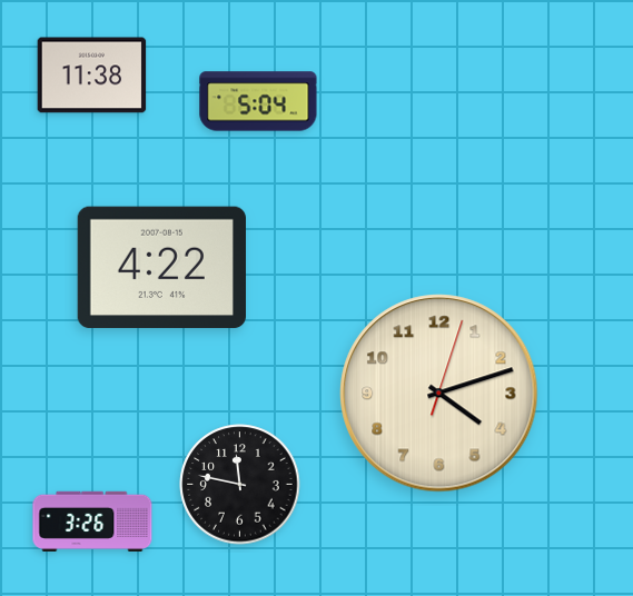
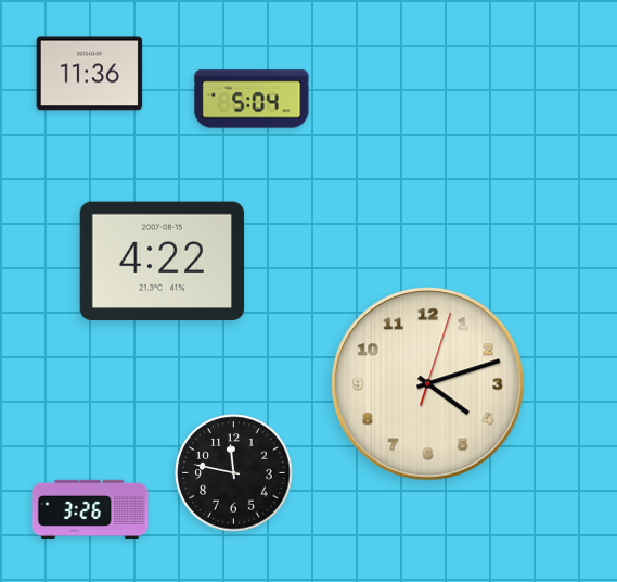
clock at (92, 76): 11:38 -> 11:36
clock at (161, 268) position: (161, 268) -> (162, 262)
